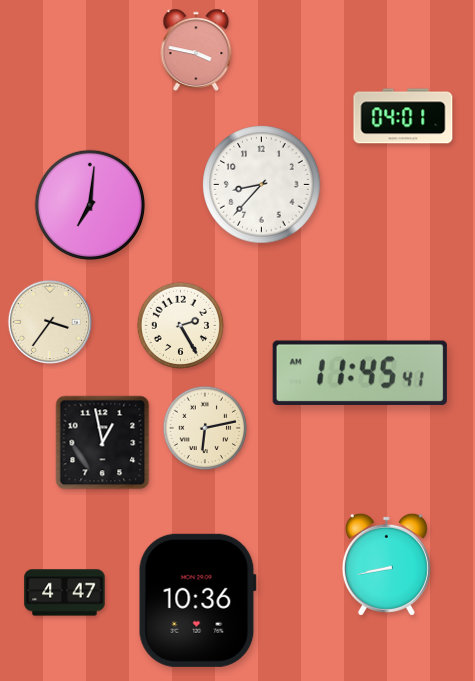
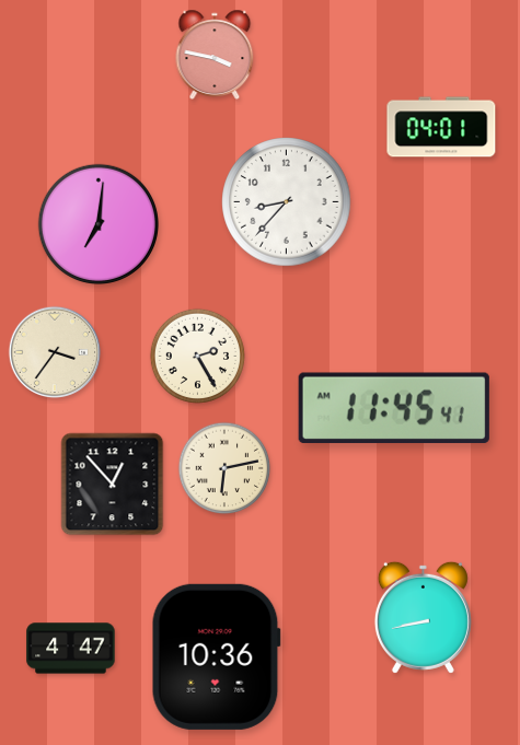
clock at (103, 443): 12:58 -> 12:53
